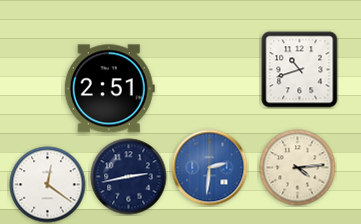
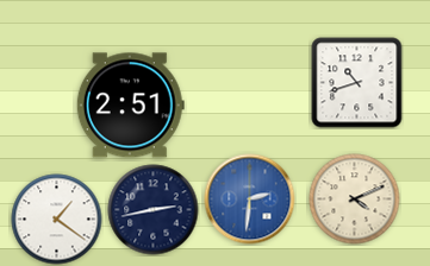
clock at (298, 168): 4:14 -> 4:11
clock at (48, 185): 12:21 -> 1:21
